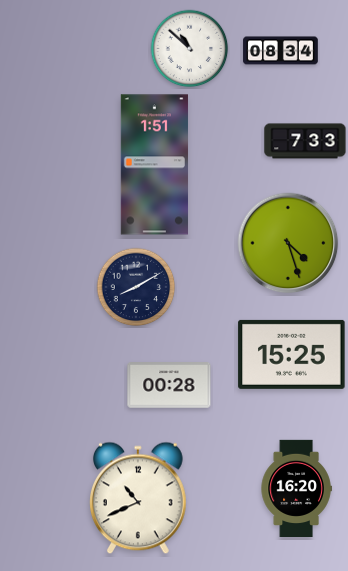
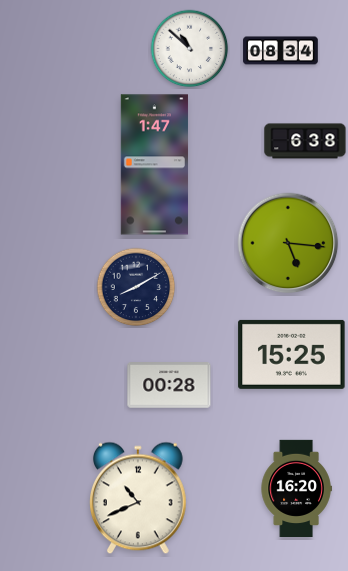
clock at (305, 141): 7:33 -> 6:38
clock at (154, 165): 1:51 -> 1:47
clock at (288, 243): 4:27 -> 5:16
